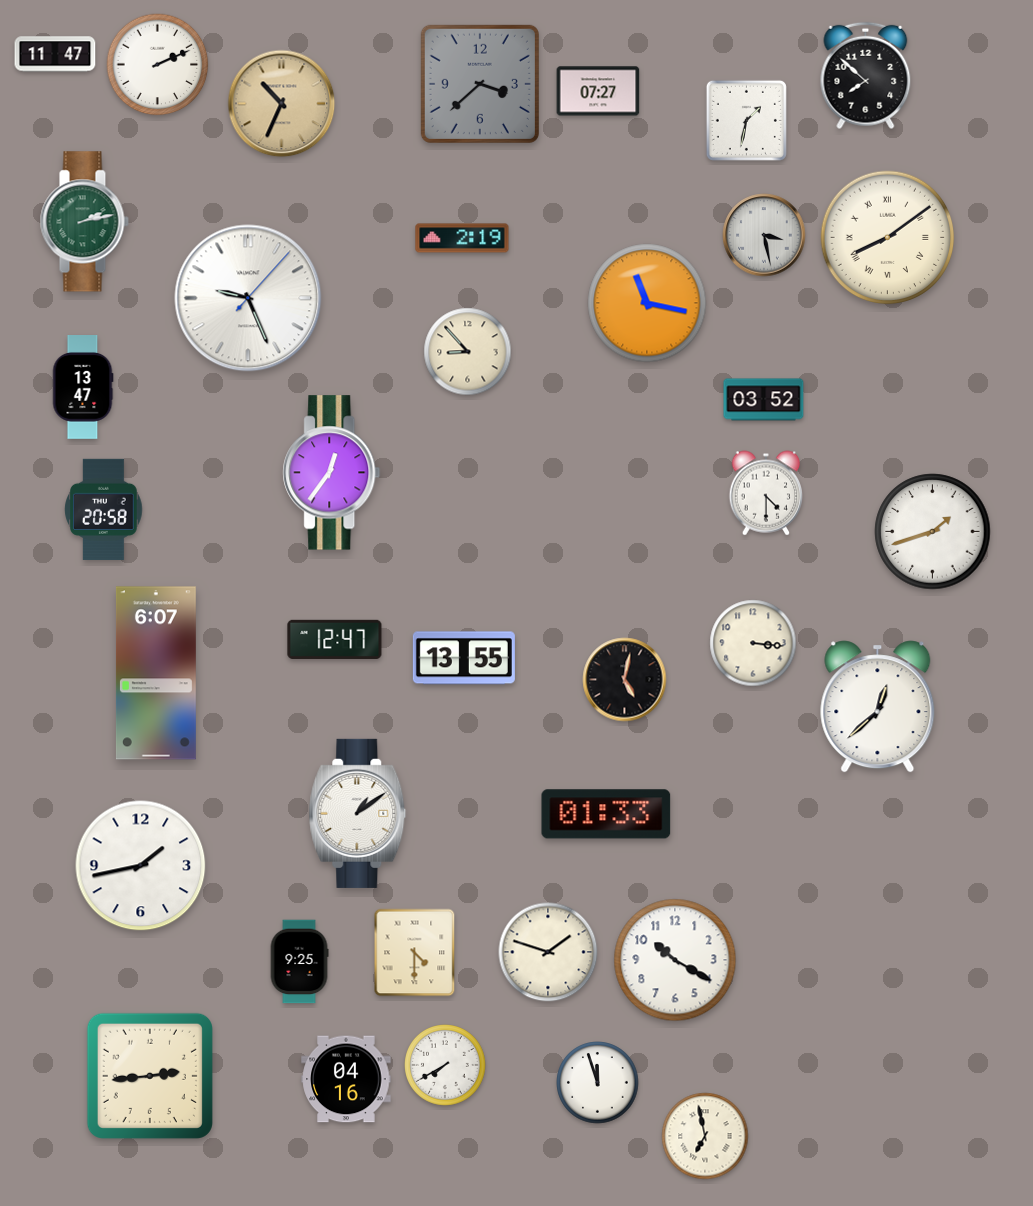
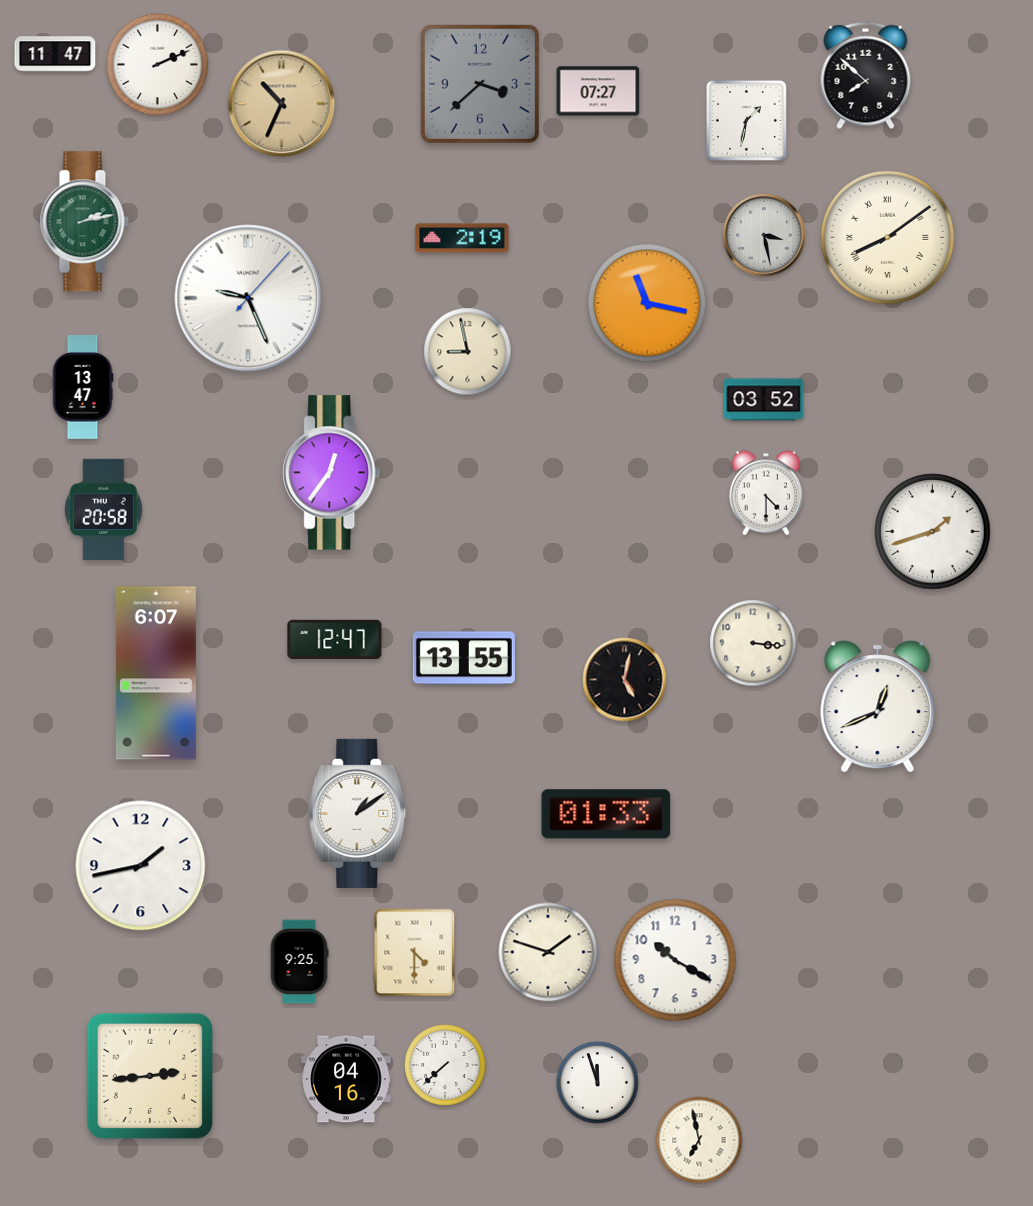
clock at (468, 352): 8:53 -> 8:58
clock at (878, 707): 12:38 -> 12:41
clock at (445, 1065): 7:40 -> 7:38
clock at (705, 1136) position: (705, 1136) -> (699, 1140)
